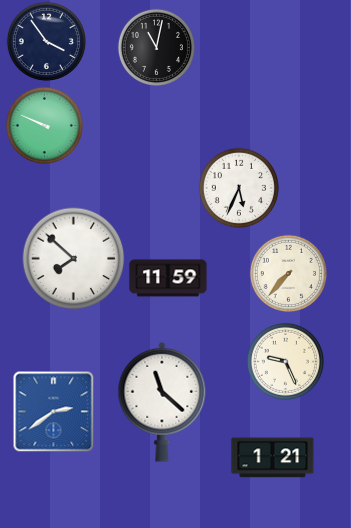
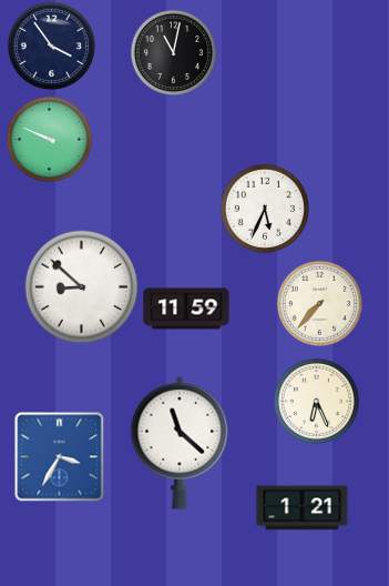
clock at (74, 259): 7:52 -> 8:52
clock at (285, 361): 9:26 -> 6:26
clock at (162, 402) position: (162, 402) -> (180, 443)
clock at (53, 411): 2:39 -> 3:35
